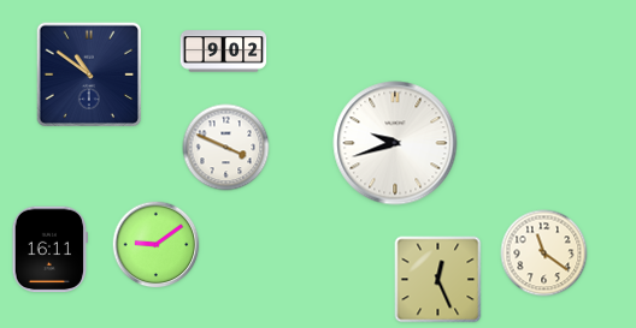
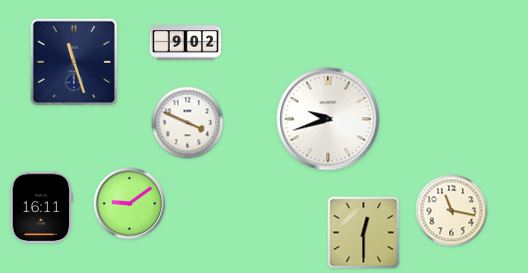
clock at (89, 74): 10:51 -> 11:27
clock at (544, 254): 11:21 -> 11:17
clock at (438, 280): 12:26 -> 12:30
